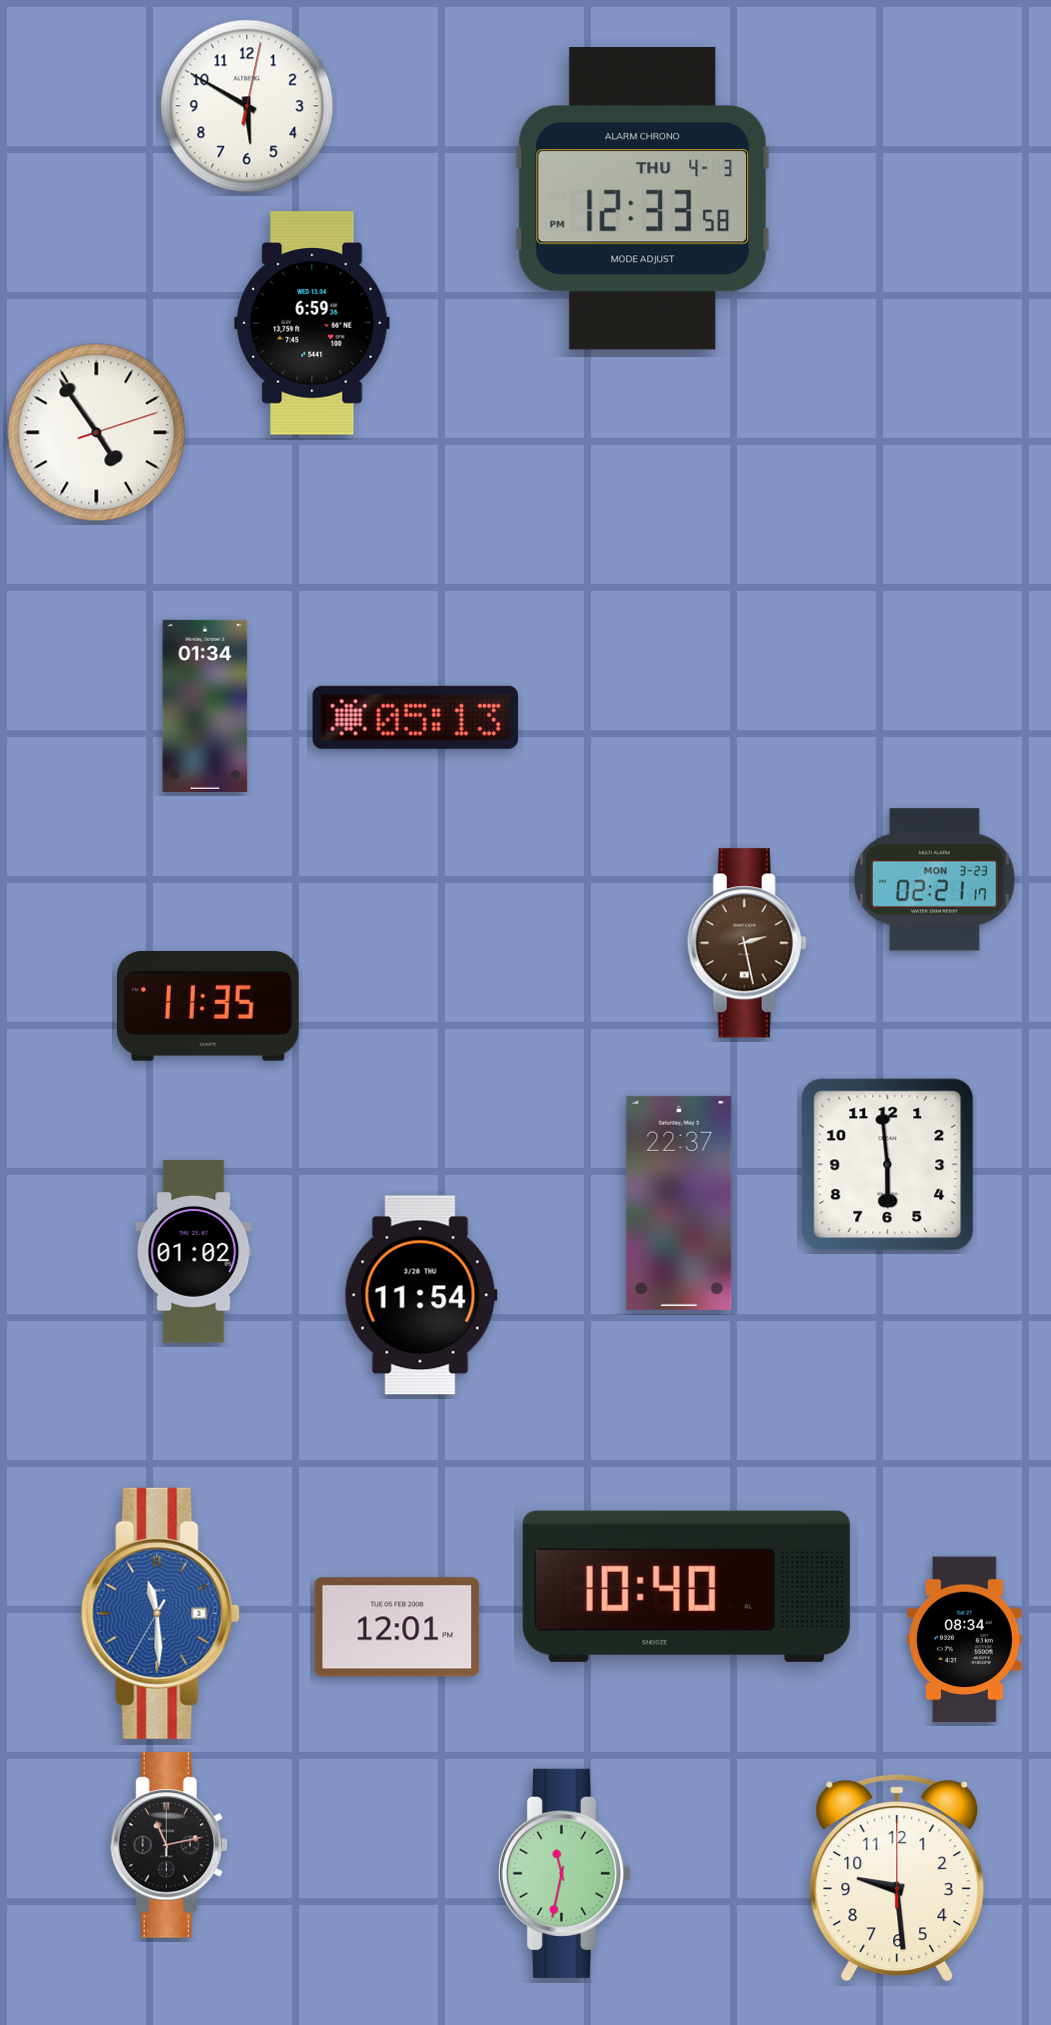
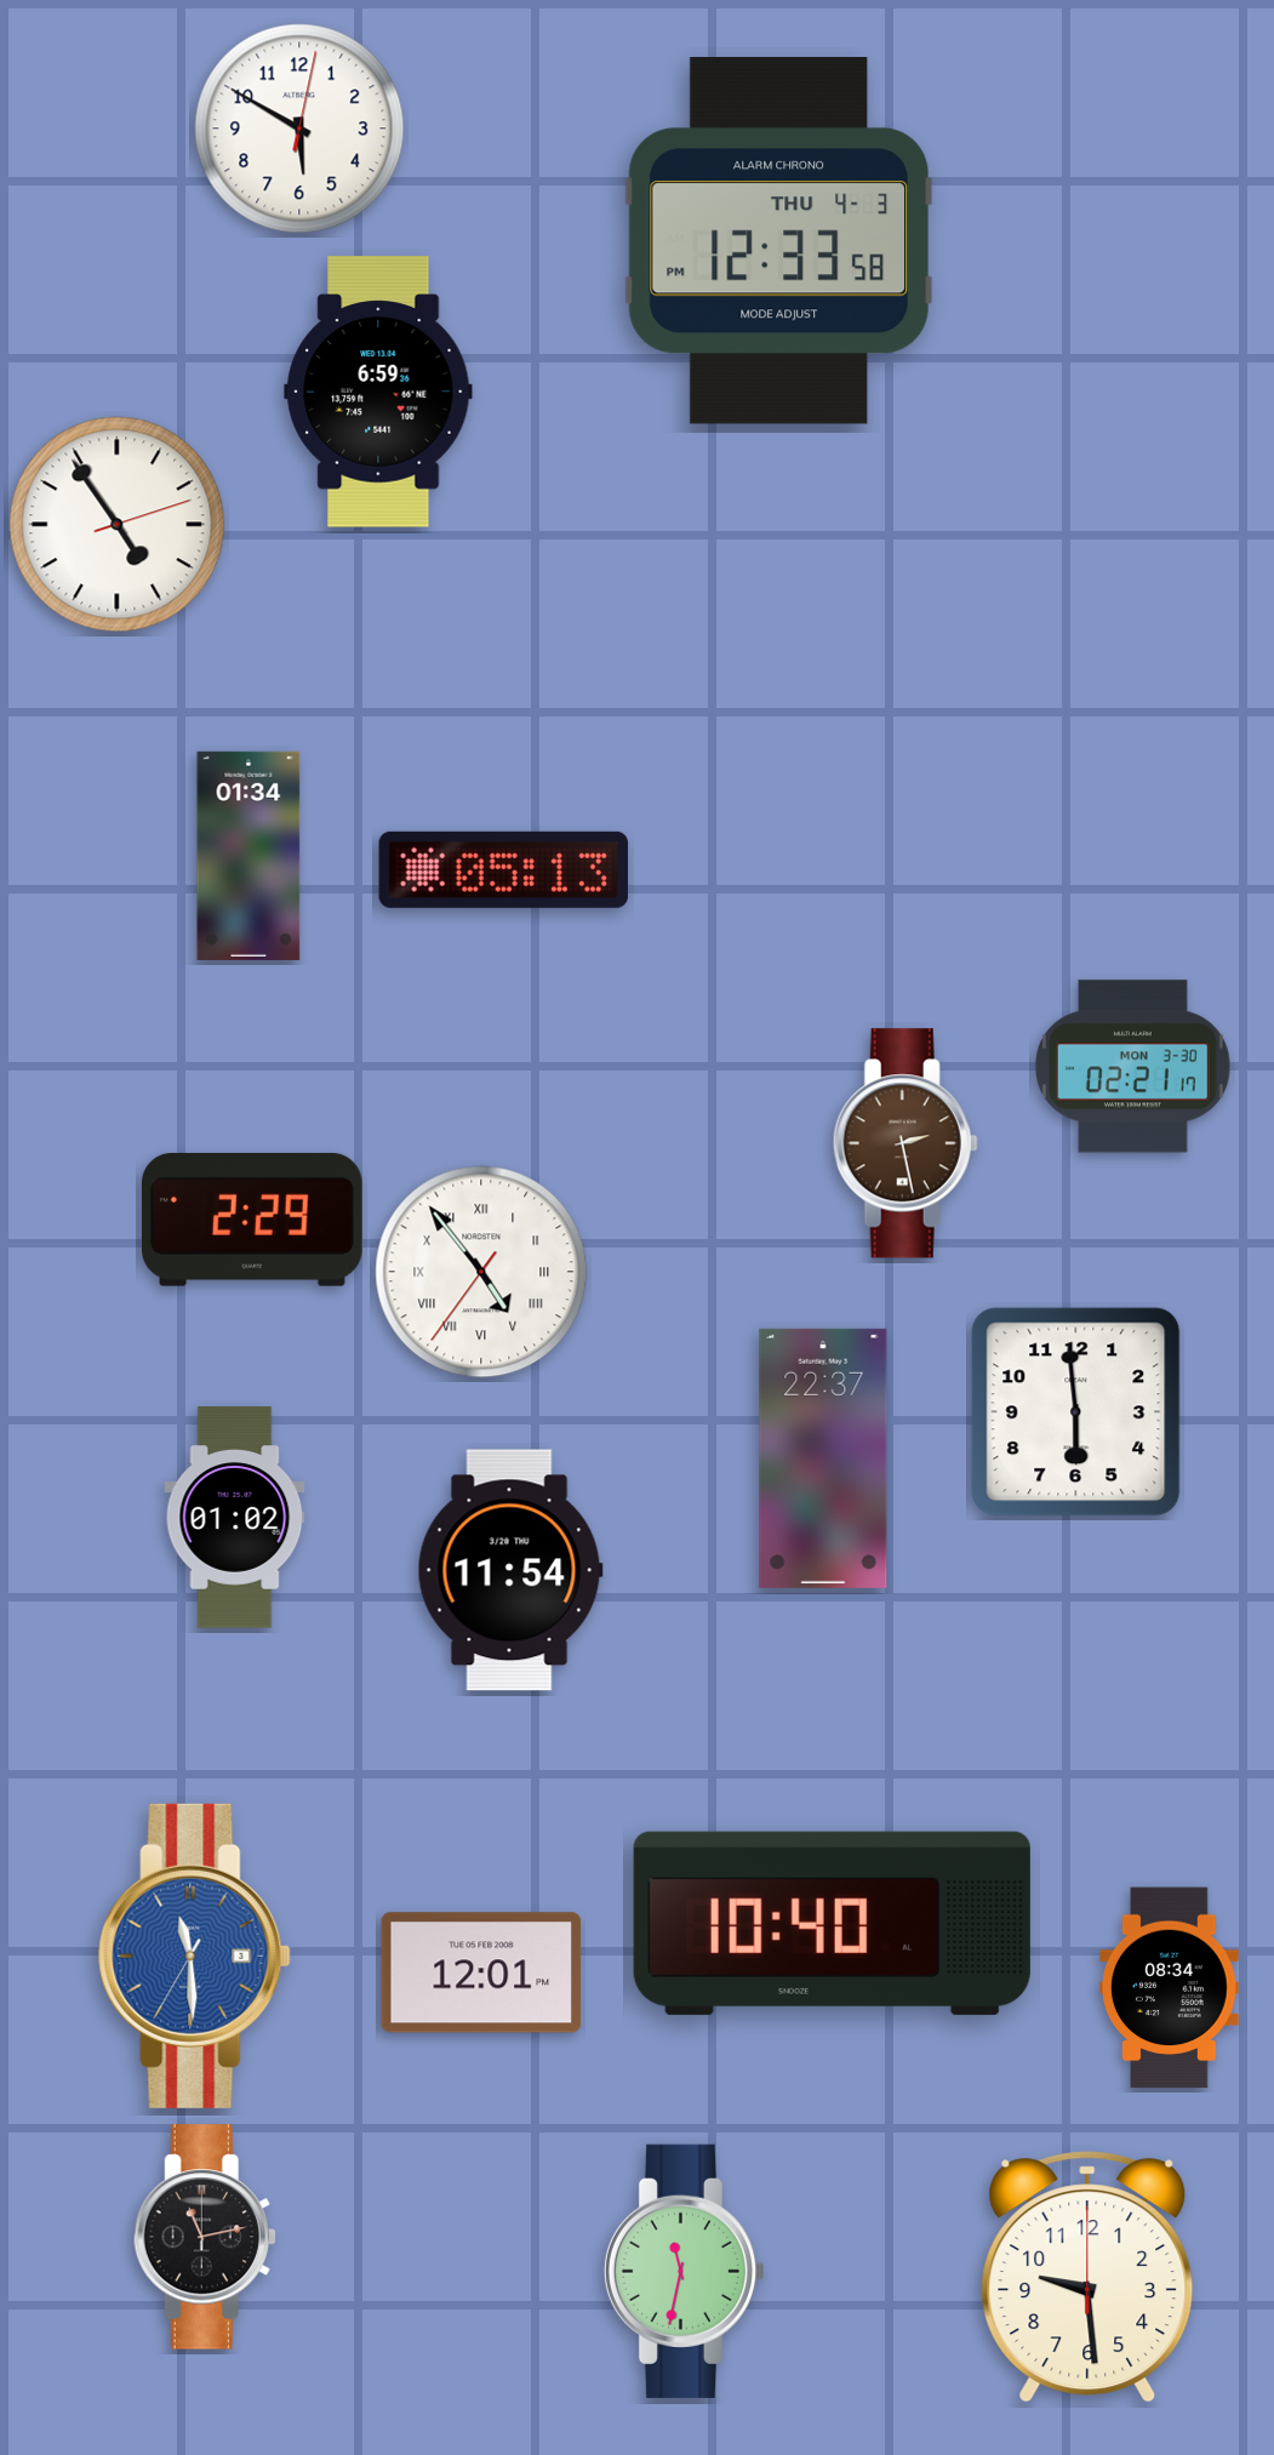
clock at (934, 880) date: MON 3-23 -> MON 3-30
clock at (208, 1006): 11:35 -> 2:29
clock at (481, 1272): none -> 4:53
